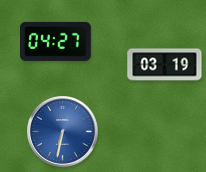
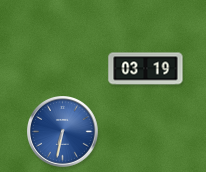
clock at (56, 41): 04:27 -> none
clock at (165, 65) position: (165, 65) -> (146, 69)
